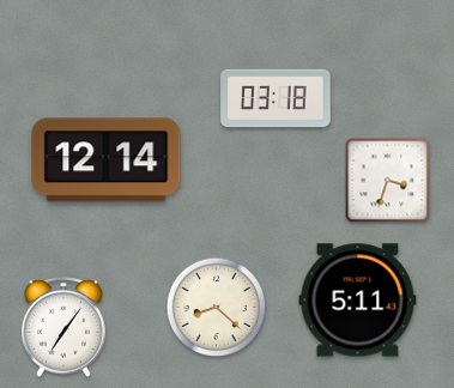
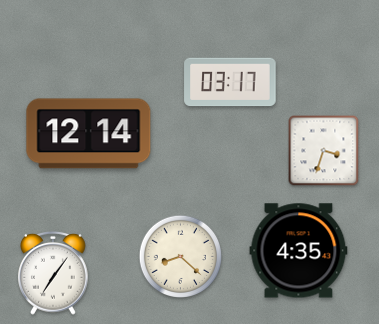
clock at (276, 98): 03:18 -> 03:17
clock at (358, 301): 5:11 -> 4:35
